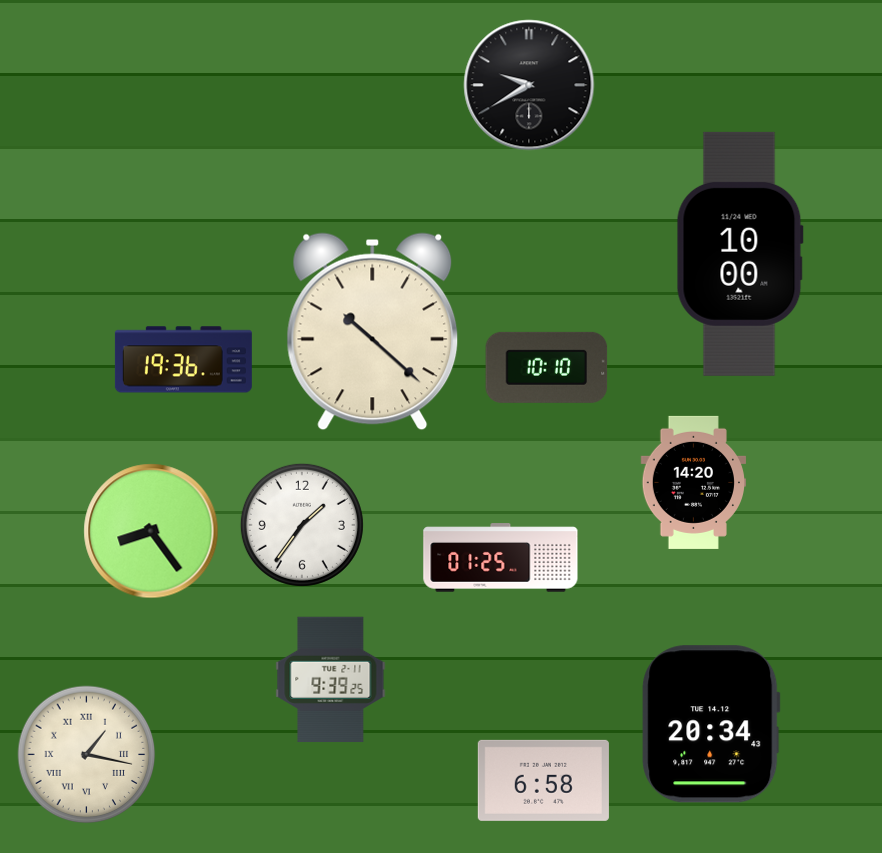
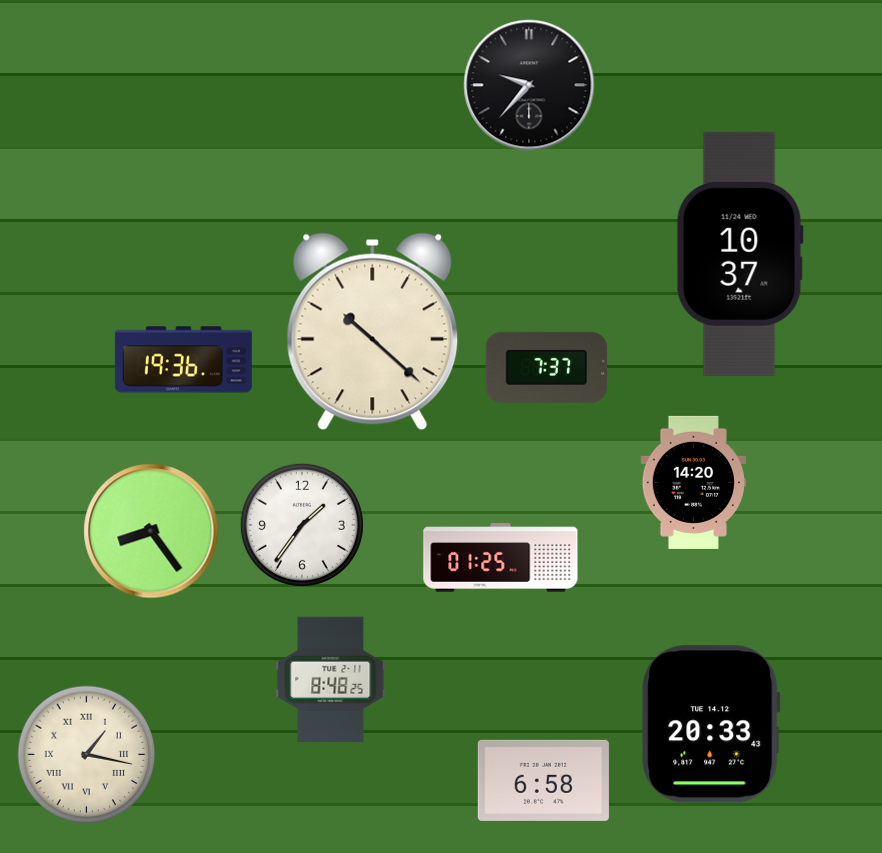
clock at (529, 85): 9:40 -> 9:37
clock at (740, 254): 10:00 -> 10:37
clock at (547, 367): 10:10 -> 7:37
clock at (331, 680): 9:39 -> 8:48
clock at (711, 724): 20:34 -> 20:33
